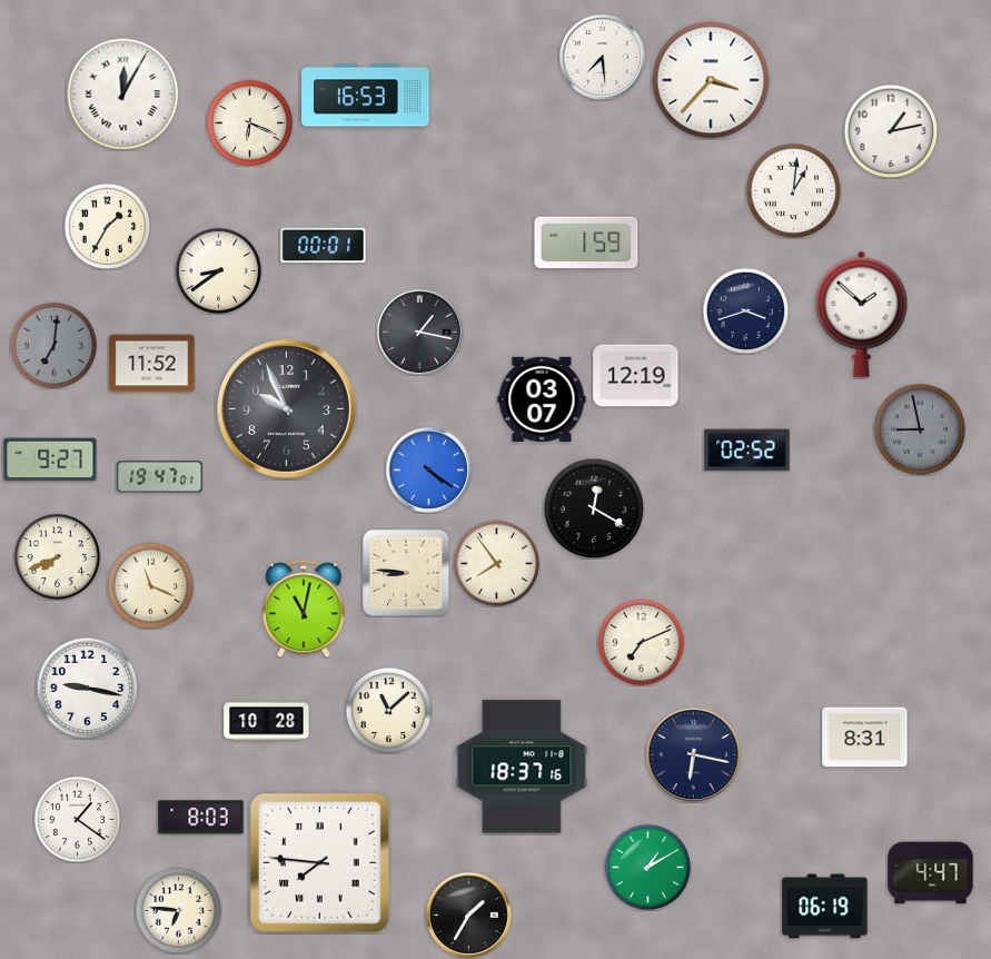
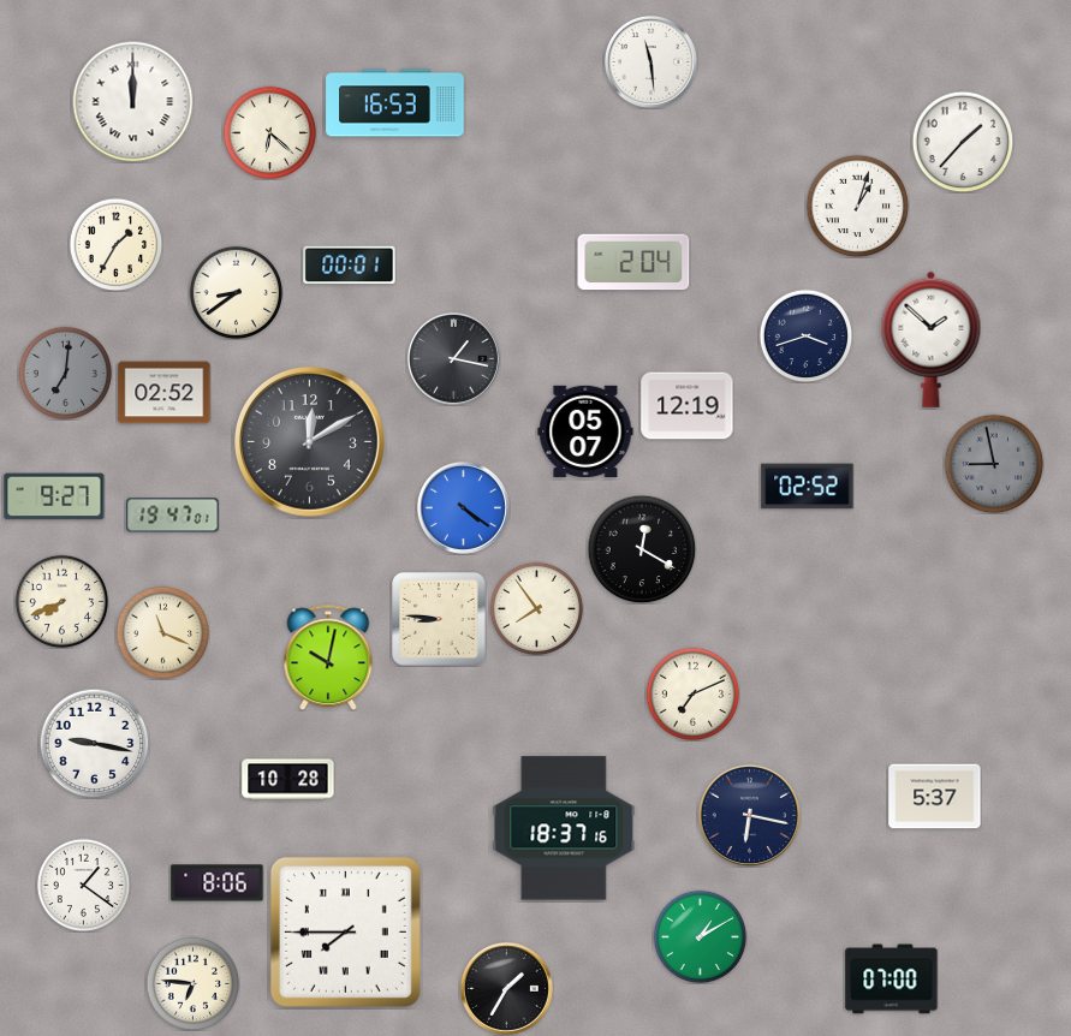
clock at (602, 57): 7:29 -> 11:29
clock at (711, 80): 3:37 -> none
clock at (123, 95): 12:05 -> 12:00
clock at (249, 122): 6:19 -> 6:22
clock at (891, 131): 1:13 -> 1:37
clock at (793, 190): 1:01 -> 1:03
clock at (586, 243): 1:59 -> 2:04
clock at (53, 345) position: (53, 345) -> (65, 373)
clock at (152, 364): 11:52 -> 02:52
clock at (542, 399): 03:07 -> 05:07
clock at (286, 408): 9:56 -> 12:10
clock at (304, 609): 11:02 -> 10:02
clock at (388, 710): 11:08 -> none
clock at (865, 738): 8:31 -> 5:37
clock at (201, 818): 8:03 -> 8:06
clock at (319, 862): 7:46 -> 7:45
clock at (931, 873): 4:47 -> none
clock at (825, 907): 06:19 -> 07:00
